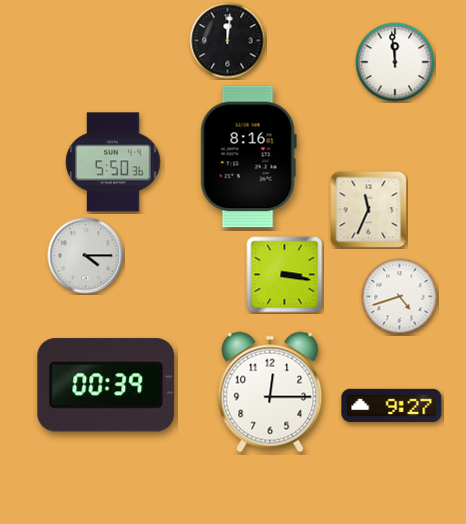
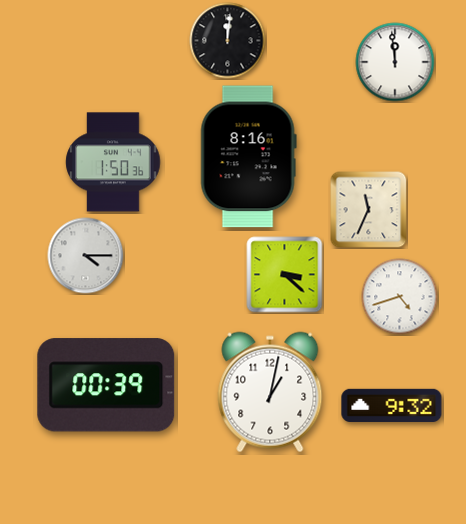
clock at (113, 162): 5:50 -> 1:50
clock at (285, 275): 3:17 -> 3:22
clock at (270, 392): 12:15 -> 1:02
clock at (392, 405): 9:27 -> 9:32
